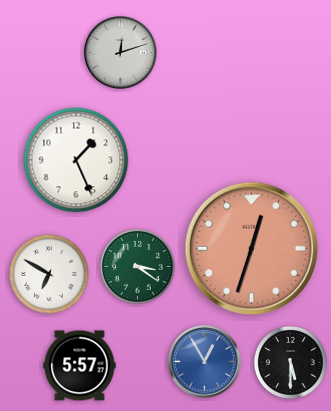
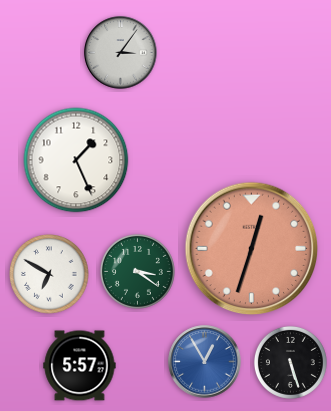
clock at (121, 53): 12:12 -> 3:06
clock at (137, 266) position: (137, 266) -> (137, 271)
clock at (290, 362): 5:30 -> 5:27
